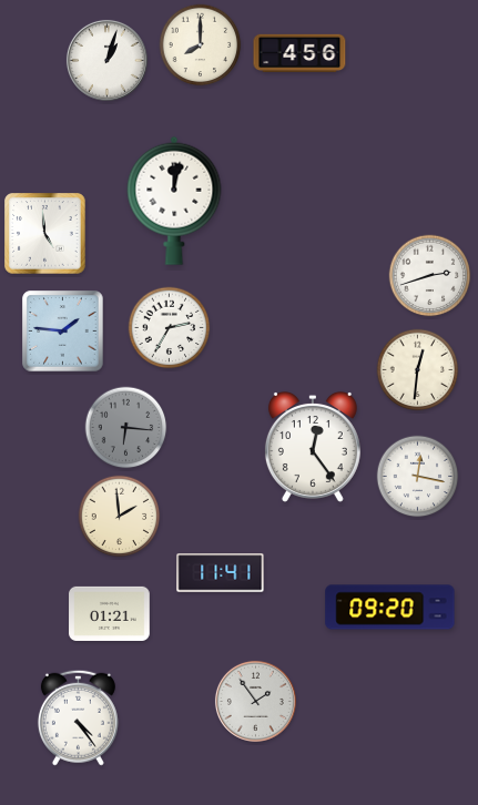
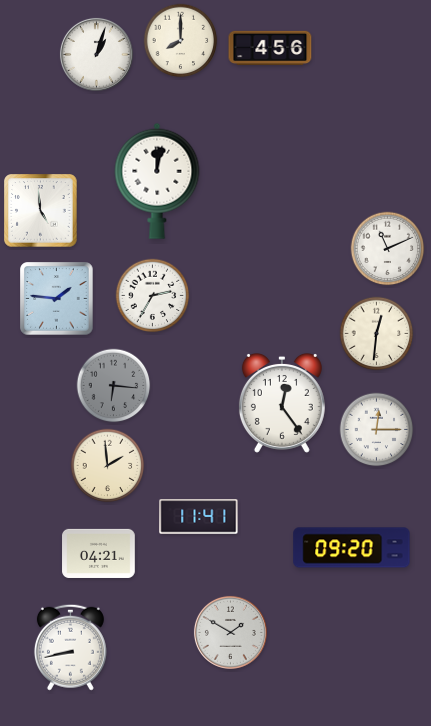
clock at (430, 276): 2:42 -> 11:11
clock at (418, 477): 12:17 -> 12:15
clock at (110, 613): 01:21 -> 04:21
clock at (255, 701): 1:54 -> 1:50
clock at (78, 717): 4:24 -> 8:43
